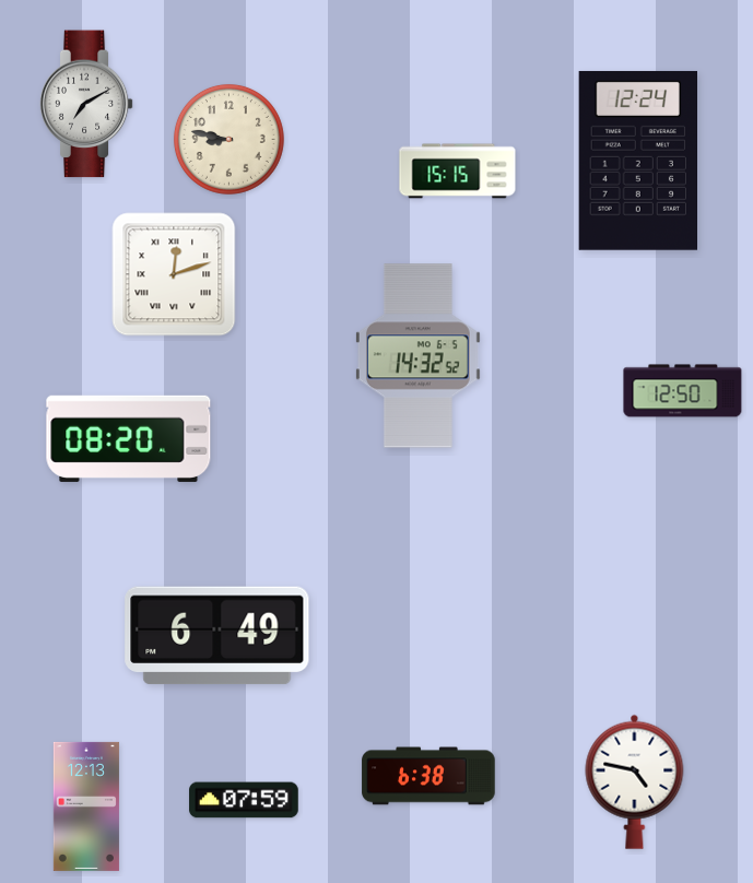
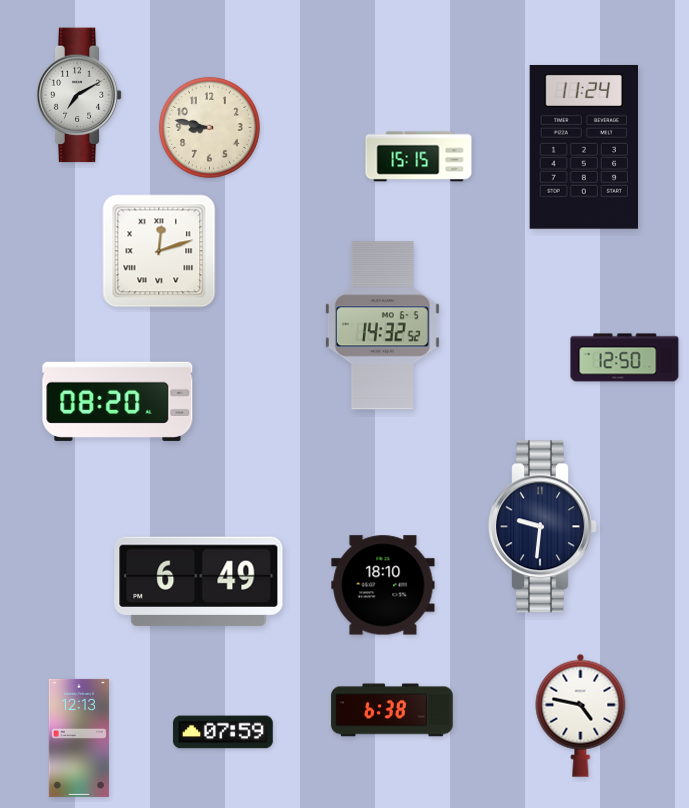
clock at (637, 161): 12:24 -> 11:24
clock at (543, 527): none -> 9:31
clock at (383, 585): none -> 18:10
